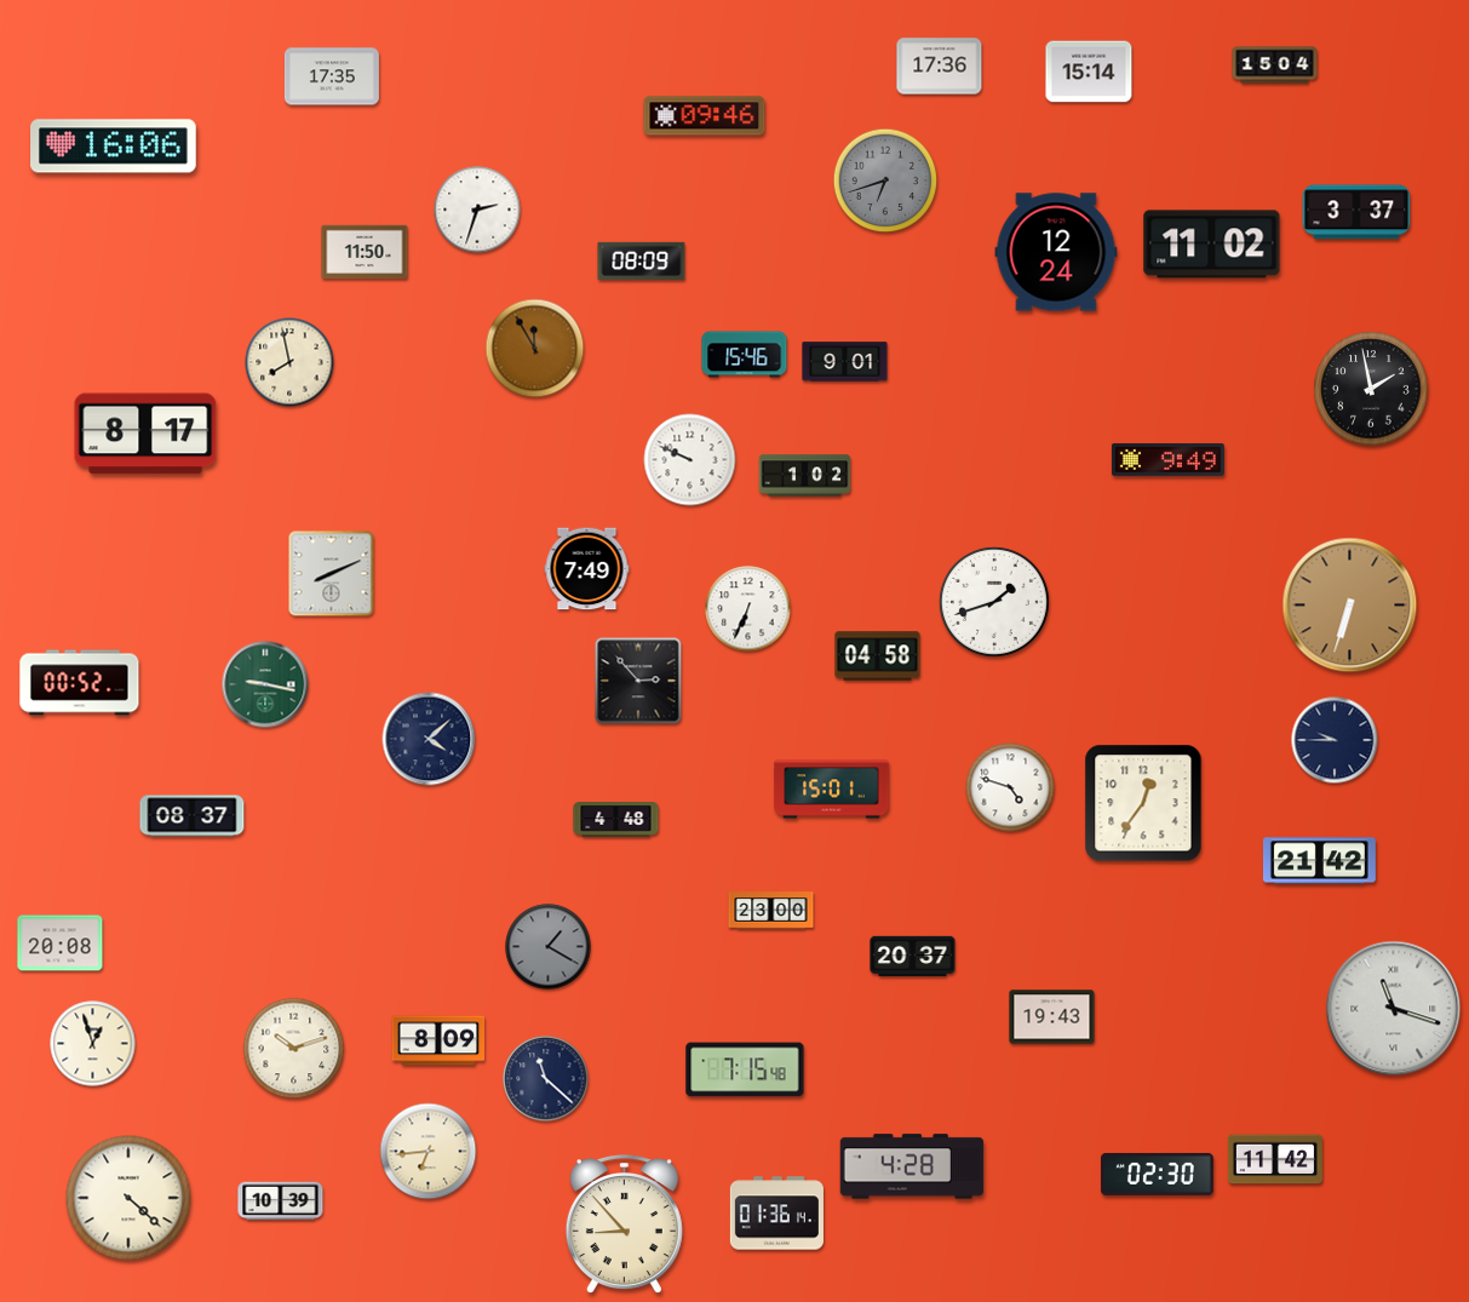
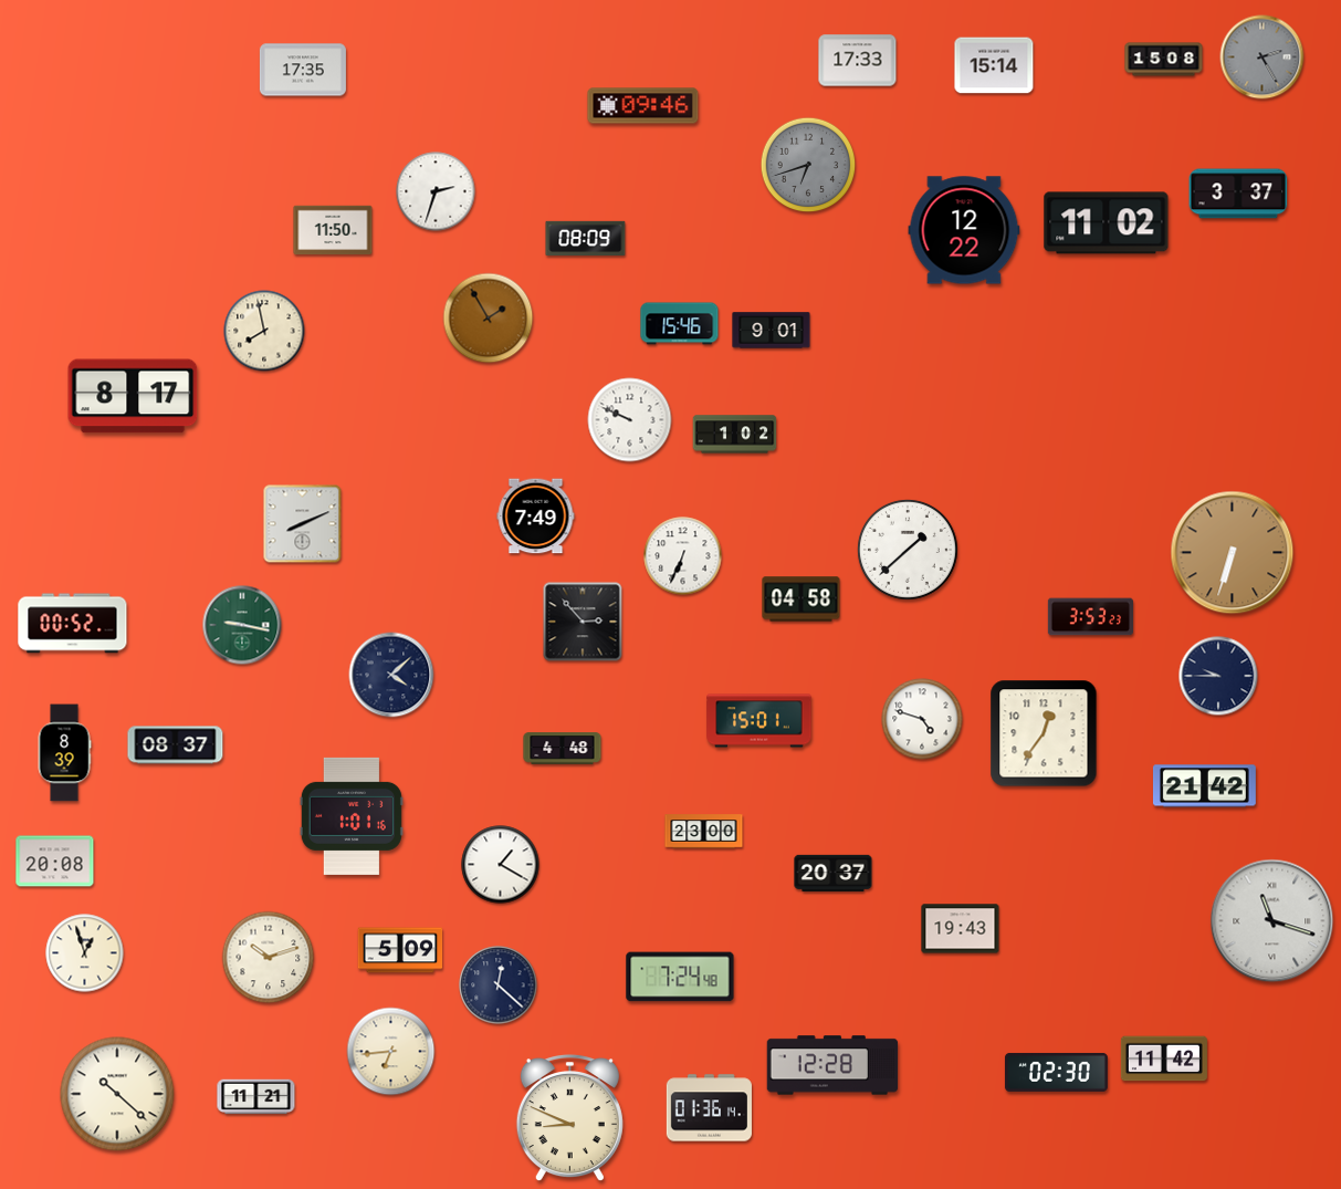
clock at (1263, 58): none -> 2:25
clock at (1275, 65): 15:04 -> 15:08
clock at (940, 67): 17:36 -> 17:33
clock at (114, 147): 16:06 -> none
clock at (1056, 252): 12:24 -> 12:22
clock at (535, 349): 11:55 -> 1:55
clock at (1371, 389): 1:58 -> none
clock at (1167, 460): 9:49 -> none
clock at (587, 569) position: (587, 569) -> (536, 517)
clock at (994, 602): 1:42 -> 1:38
clock at (1090, 617): none -> 3:53
clock at (64, 753): none -> 8:39
clock at (352, 816): none -> 1:01
clock at (549, 947) dial: grey -> white
clock at (438, 1040): 8:09 -> 5:09
clock at (745, 1069): 7:15 -> 7:24
clock at (546, 1079): 11:22 -> 12:22
clock at (912, 1166): 4:28 -> 12:28
clock at (128, 1198): 4:22 -> 10:22
clock at (281, 1201): 10:39 -> 11:21
clock at (624, 1226): 8:53 -> 8:49
